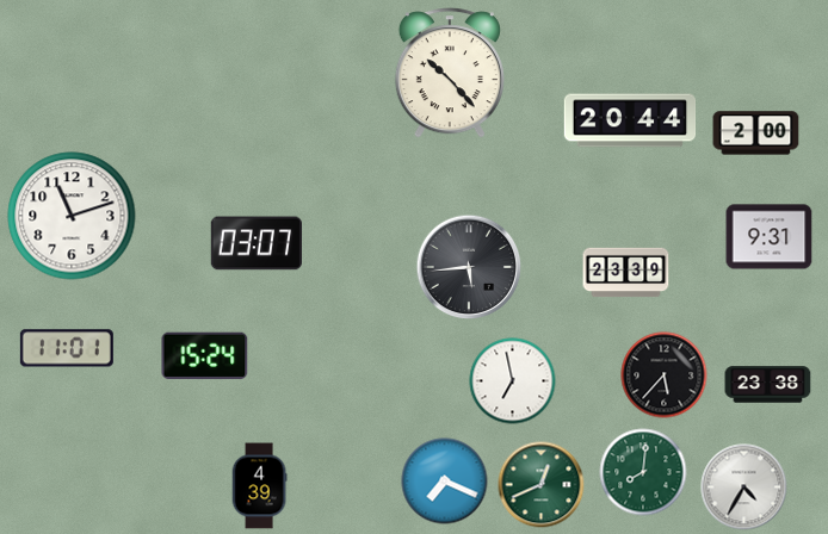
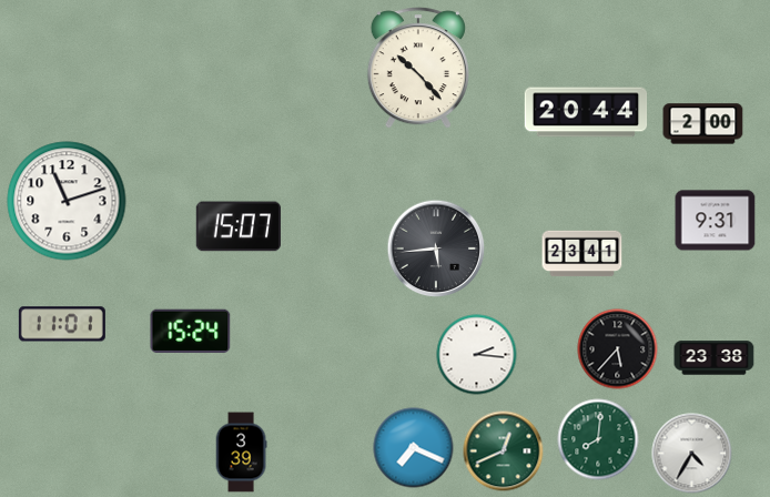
clock at (255, 243): 03:07 -> 15:07
clock at (626, 273): 23:39 -> 23:41
clock at (513, 381): 6:58 -> 2:16
clock at (259, 486): 4:39 -> 3:39
